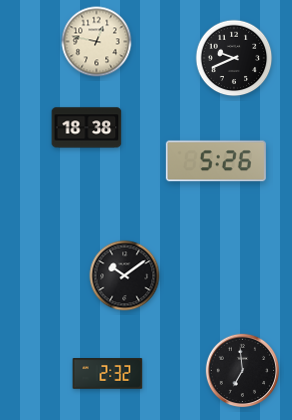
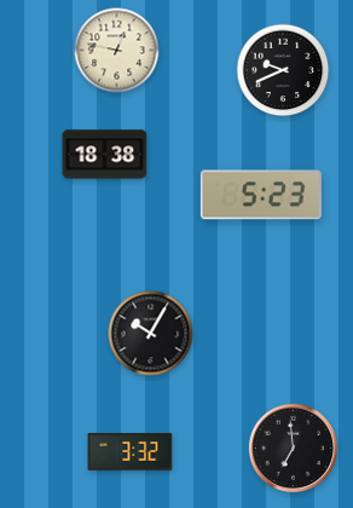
clock at (216, 161): 5:26 -> 5:23
clock at (125, 276): 10:09 -> 10:05
clock at (108, 374): 2:32 -> 3:32
